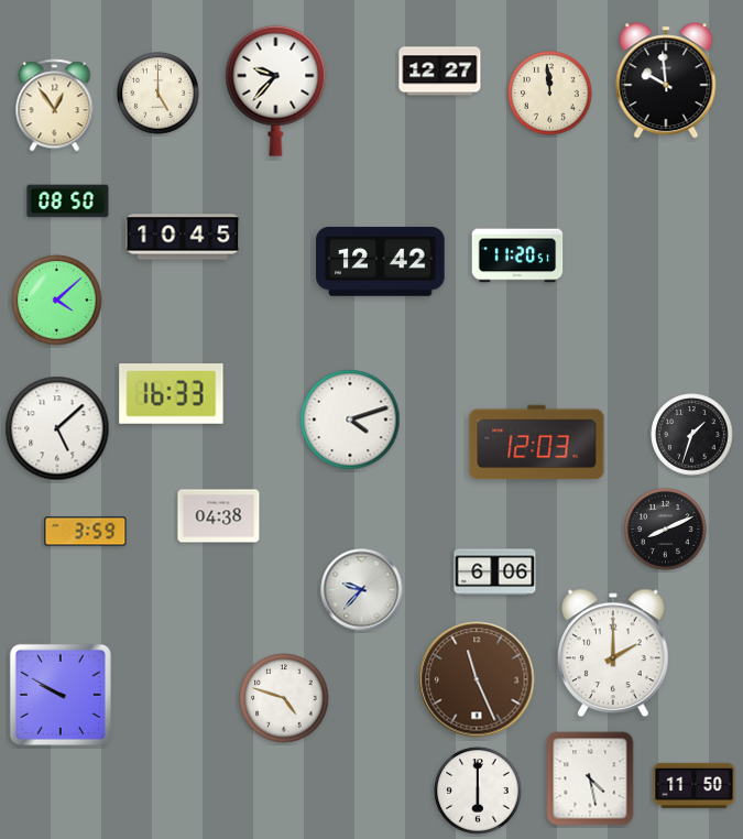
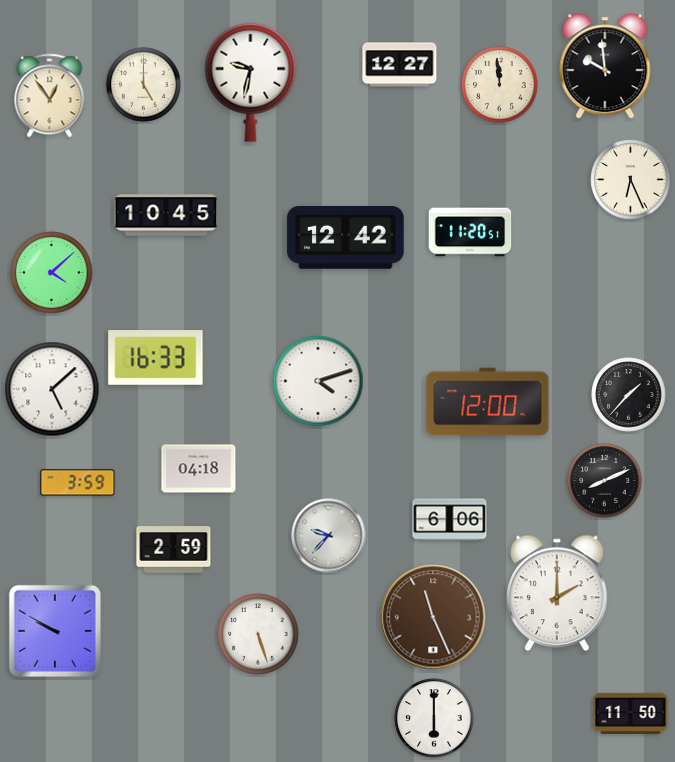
clock at (666, 80) position: (666, 80) -> (605, 66)
clock at (276, 90): 9:37 -> 9:32
clock at (631, 180): none -> 6:26
clock at (68, 201): 08:50 -> none
clock at (692, 435): 1:33 -> 1:37
clock at (537, 443): 12:03 -> 12:00
clock at (219, 516): 04:38 -> 04:18
clock at (174, 550): none -> 2:59
clock at (284, 698): 4:48 -> 5:27
clock at (590, 778): 4:28 -> none
